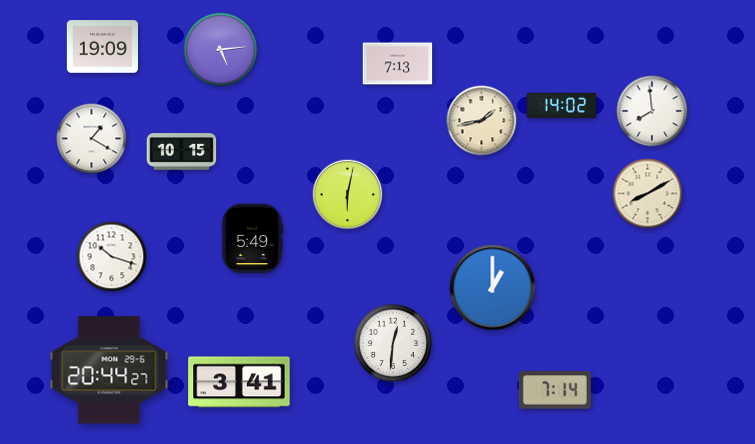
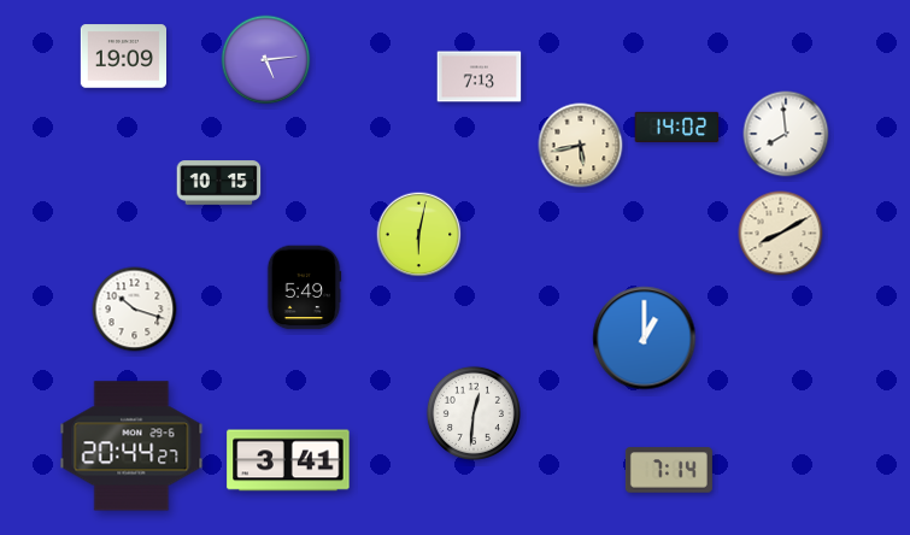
clock at (482, 121): 1:43 -> 5:43
clock at (92, 139): 1:20 -> none
clock at (493, 288) position: (493, 288) -> (645, 339)
